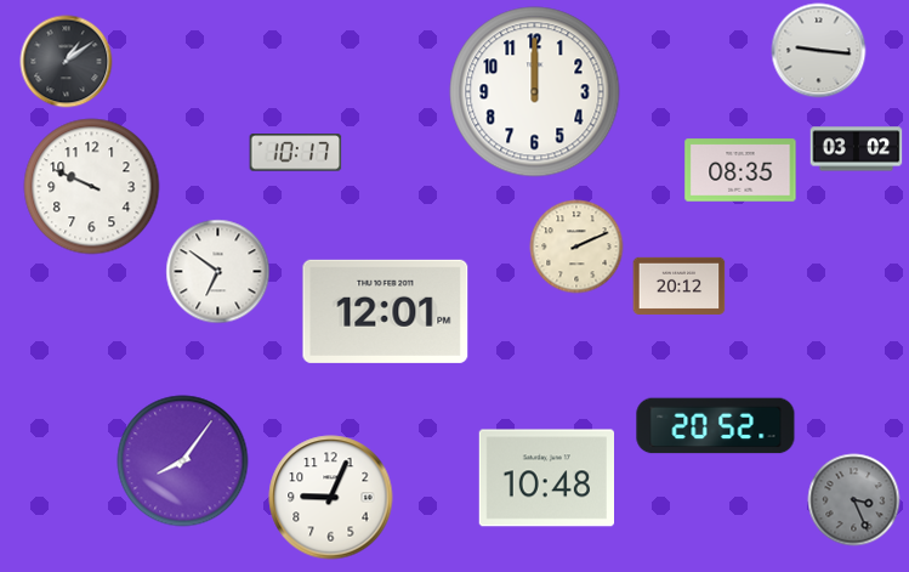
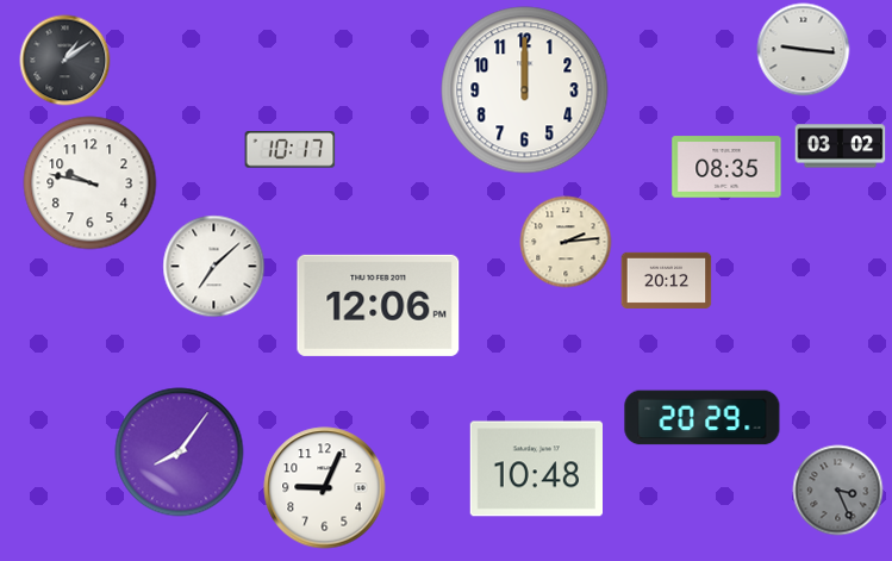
clock at (92, 187): 9:49 -> 9:47
clock at (576, 247): 2:11 -> 2:14
clock at (218, 272): 6:51 -> 7:08
clock at (386, 311): 12:01 -> 12:06
clock at (716, 426): 20:52 -> 20:29
